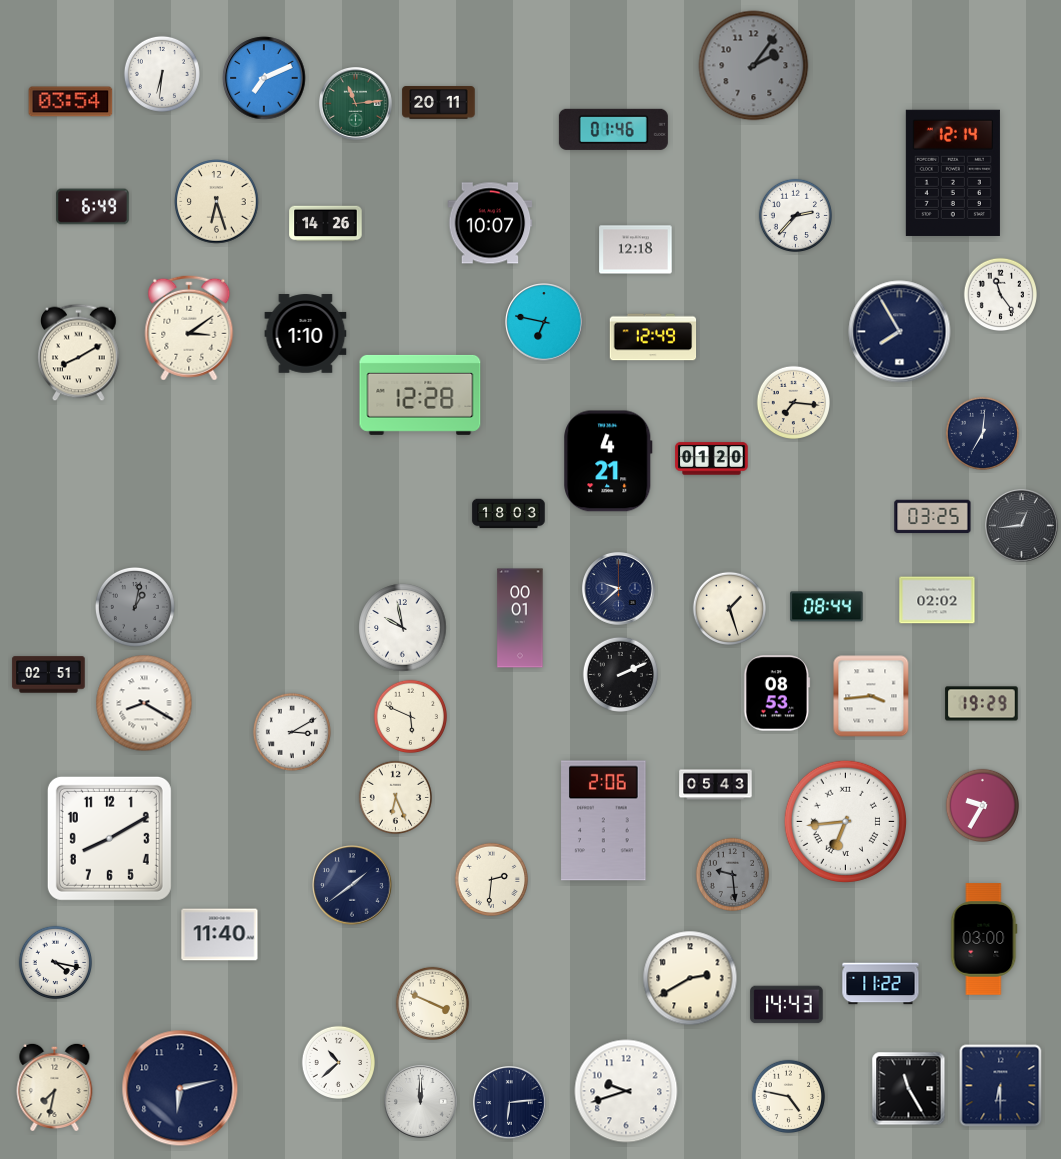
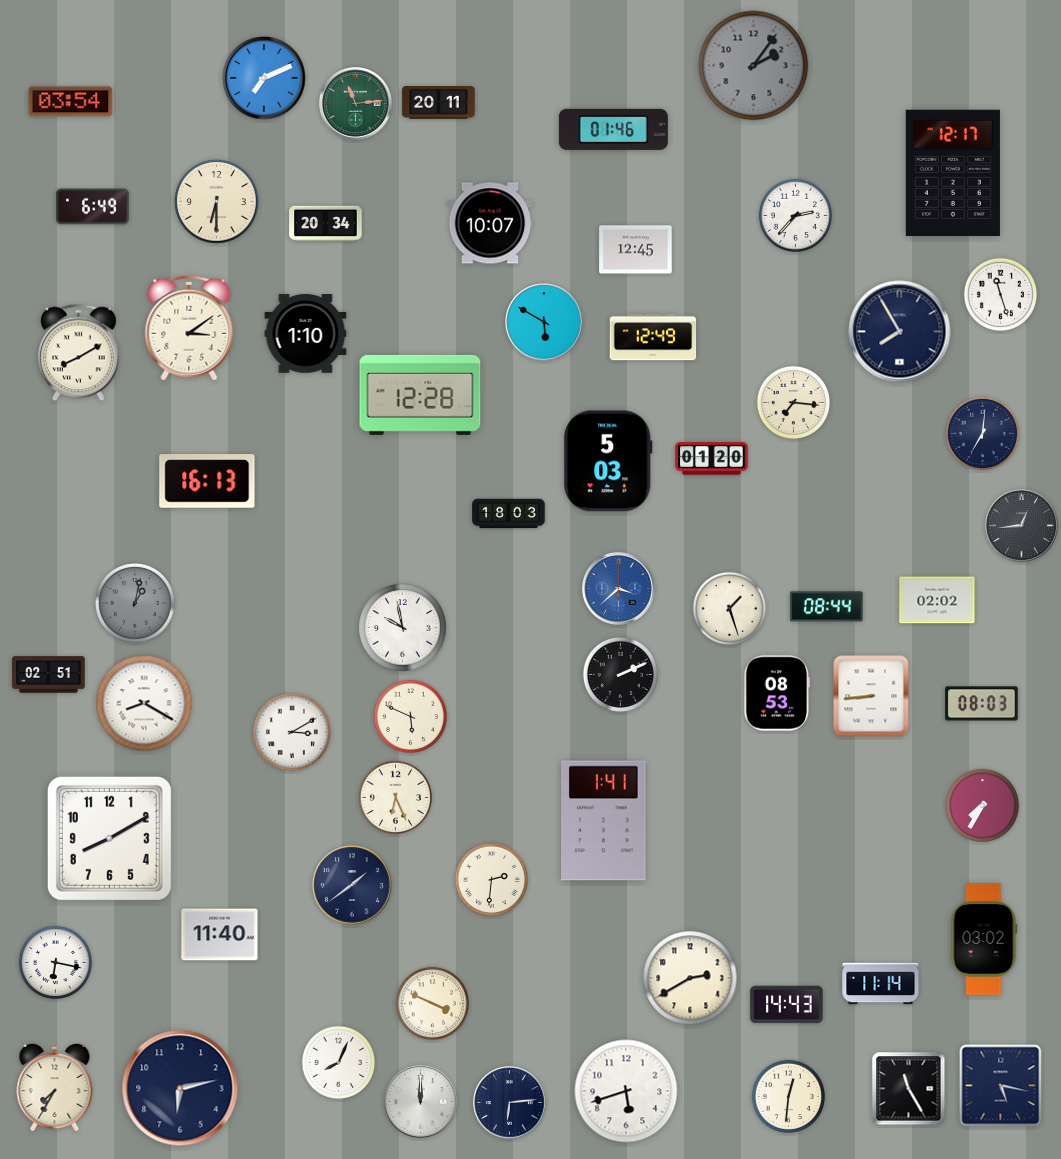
clock at (162, 74): 6:31 -> none
clock at (953, 173): 12:14 -> 12:17
clock at (217, 202): 6:27 -> 6:30
clock at (326, 224): 14:26 -> 20:34
clock at (636, 250): 12:18 -> 12:45
clock at (1000, 294): 11:24 -> 11:27
clock at (544, 322): 6:47 -> 5:50
clock at (608, 461): 4:21 -> 5:03
clock at (207, 481): none -> 16:13
clock at (933, 517): 03:25 -> none
clock at (619, 589): 9:38 -> 3:38
clock at (619, 589) dial: navy -> blue
clock at (135, 607) position: (135, 607) -> (135, 603)
clock at (520, 618): 00:01 -> none
clock at (871, 696): 3:44 -> 8:44
clock at (982, 704): 19:29 -> 08:03
clock at (716, 785): 05:43 -> none
clock at (982, 805): 9:35 -> 7:35
clock at (604, 821): 2:06 -> 1:41
clock at (845, 821): 6:44 -> none
clock at (732, 874): 9:29 -> none
clock at (984, 939): 03:00 -> 03:02
clock at (55, 962): 4:17 -> 6:17
clock at (881, 984): 11:22 -> 11:14
clock at (338, 1062): 10:38 -> 8:04
clock at (55, 1086): 7:32 -> 7:35
clock at (1001, 1086): 6:30 -> 5:17
clock at (626, 1091): 9:42 -> 5:42
clock at (788, 1096): 4:47 -> 12:31
